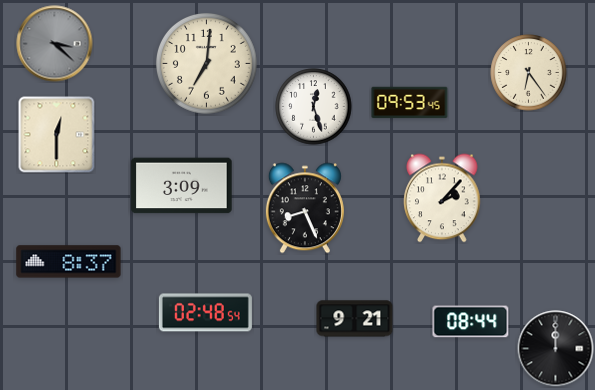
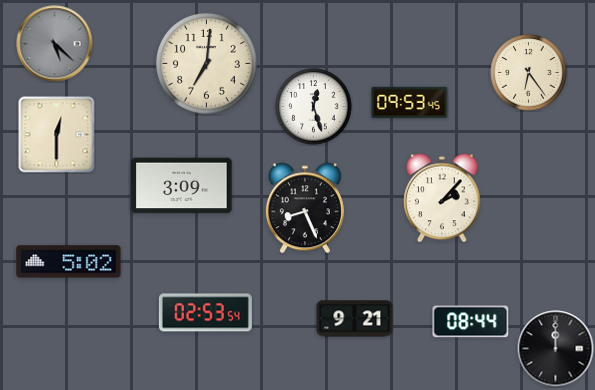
clock at (55, 44): 3:22 -> 5:22
clock at (69, 262): 8:37 -> 5:02
clock at (205, 313): 02:48 -> 02:53
